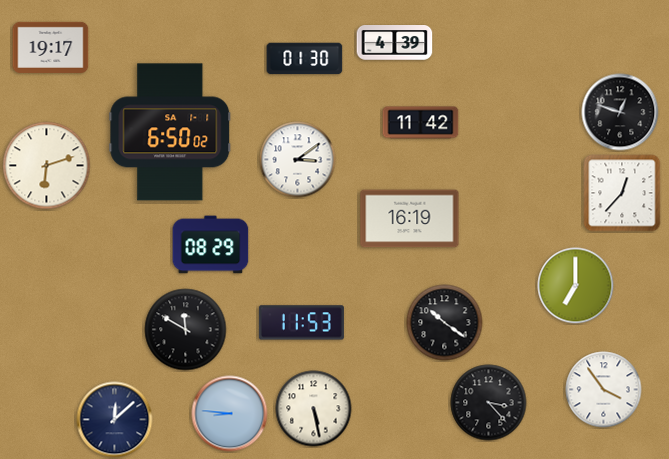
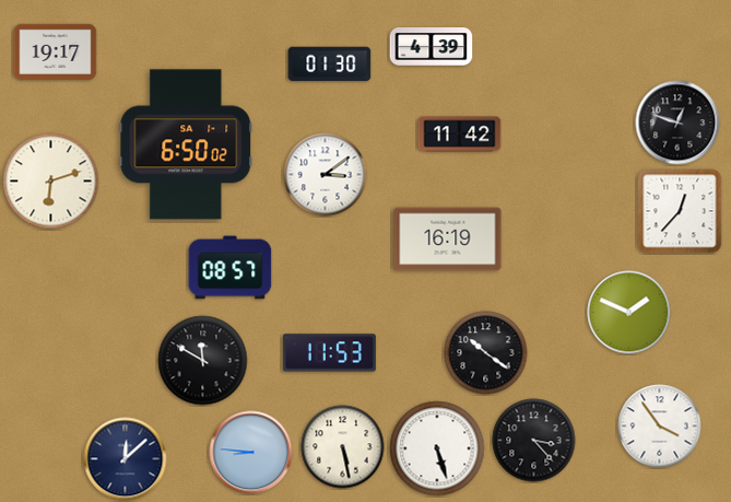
clock at (305, 59) position: (305, 59) -> (330, 65)
clock at (211, 245): 08:29 -> 08:57
clock at (576, 286): 7:00 -> 1:49
clock at (437, 448): none -> 5:27
